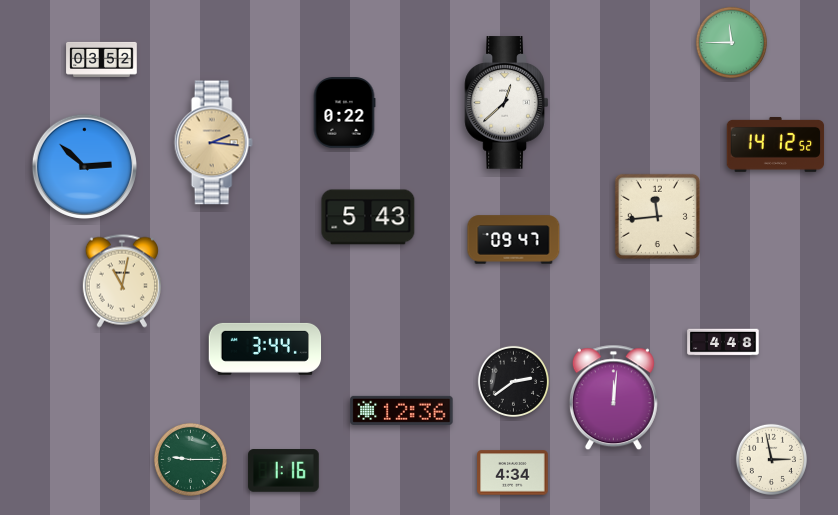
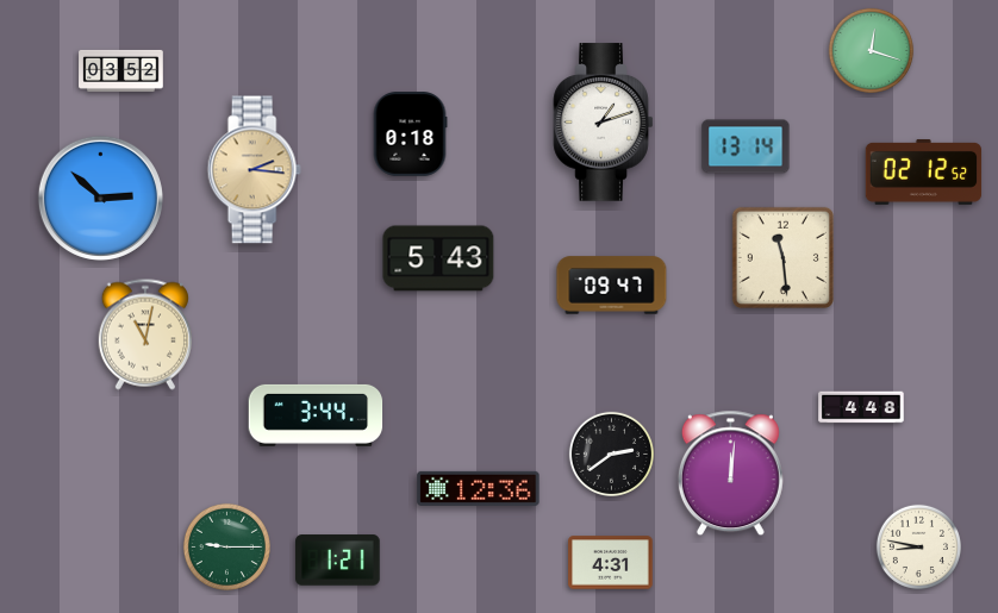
clock at (731, 42): 11:45 -> 12:18
clock at (507, 103): 12:38 -> 1:12
clock at (344, 113): 0:22 -> 0:18
clock at (746, 146): none -> 13:14
clock at (776, 144): 14:12 -> 02:12
clock at (657, 216): 11:44 -> 11:29
clock at (771, 459): 2:58 -> 8:47
clock at (284, 471): 1:16 -> 1:21
clock at (513, 473): 4:34 -> 4:31
